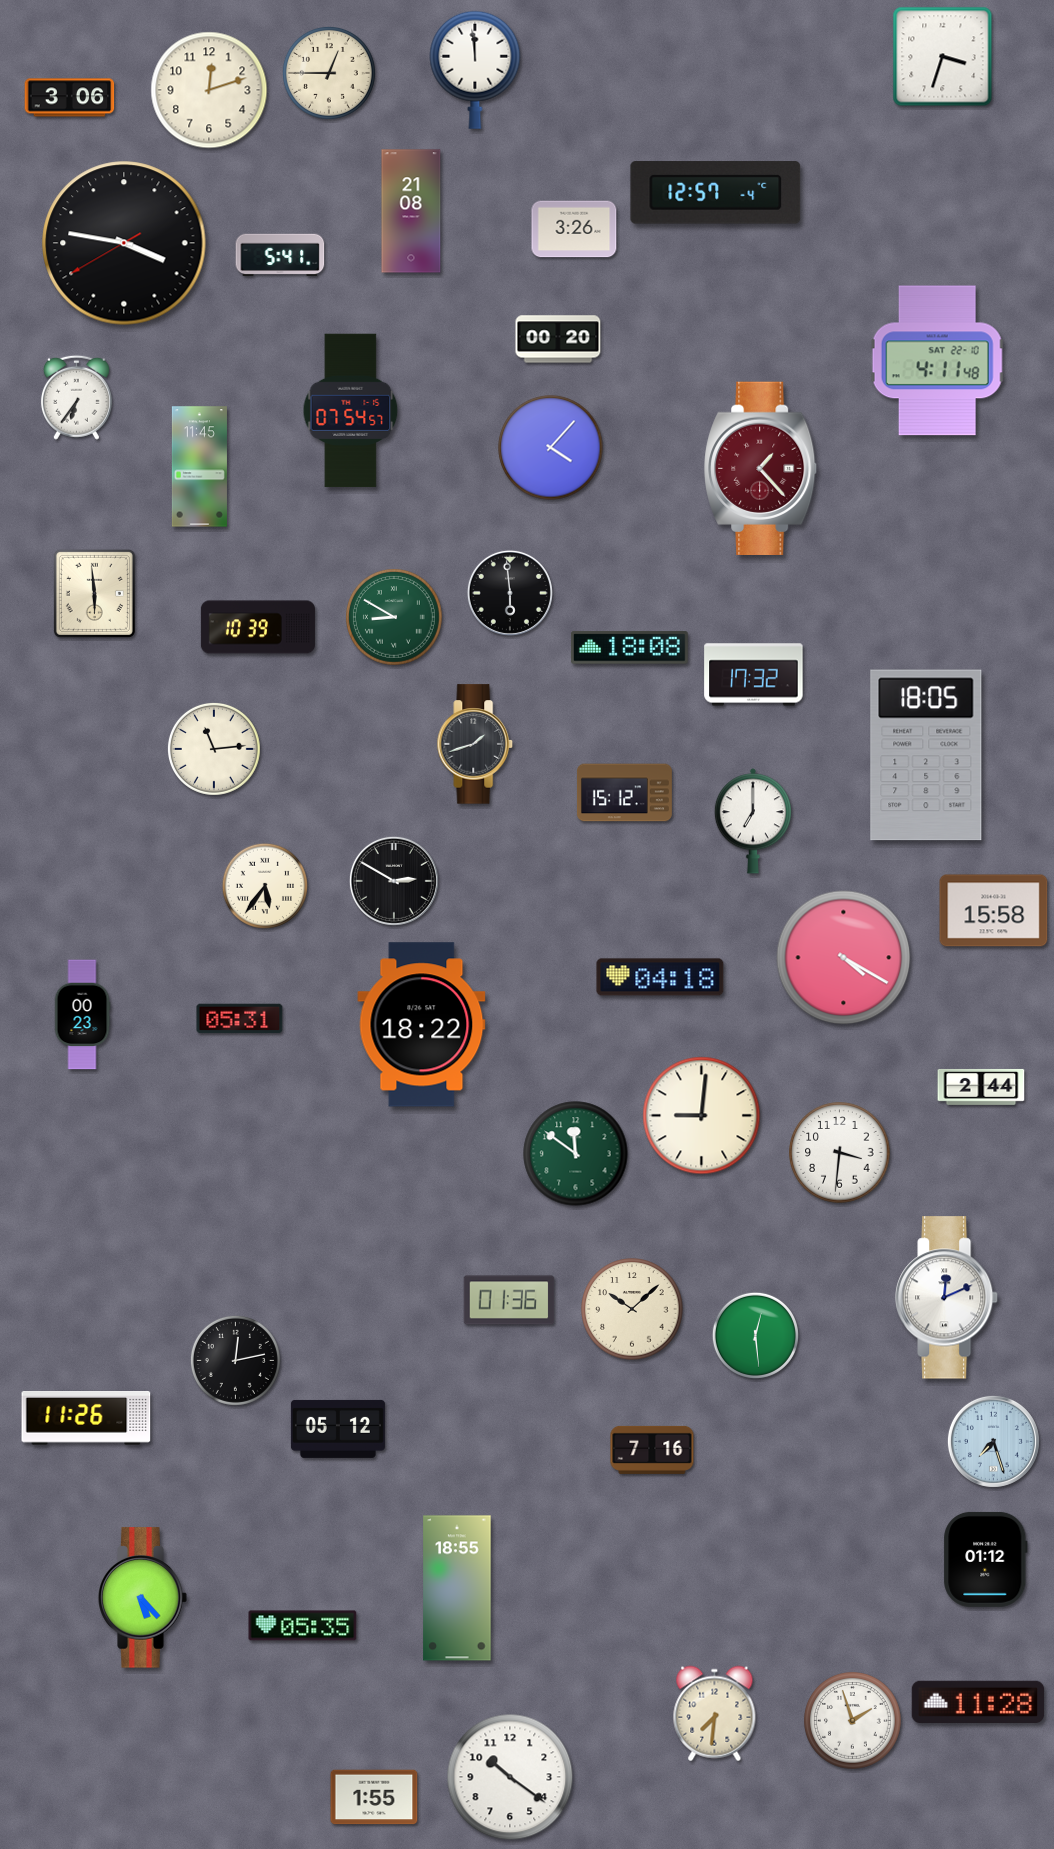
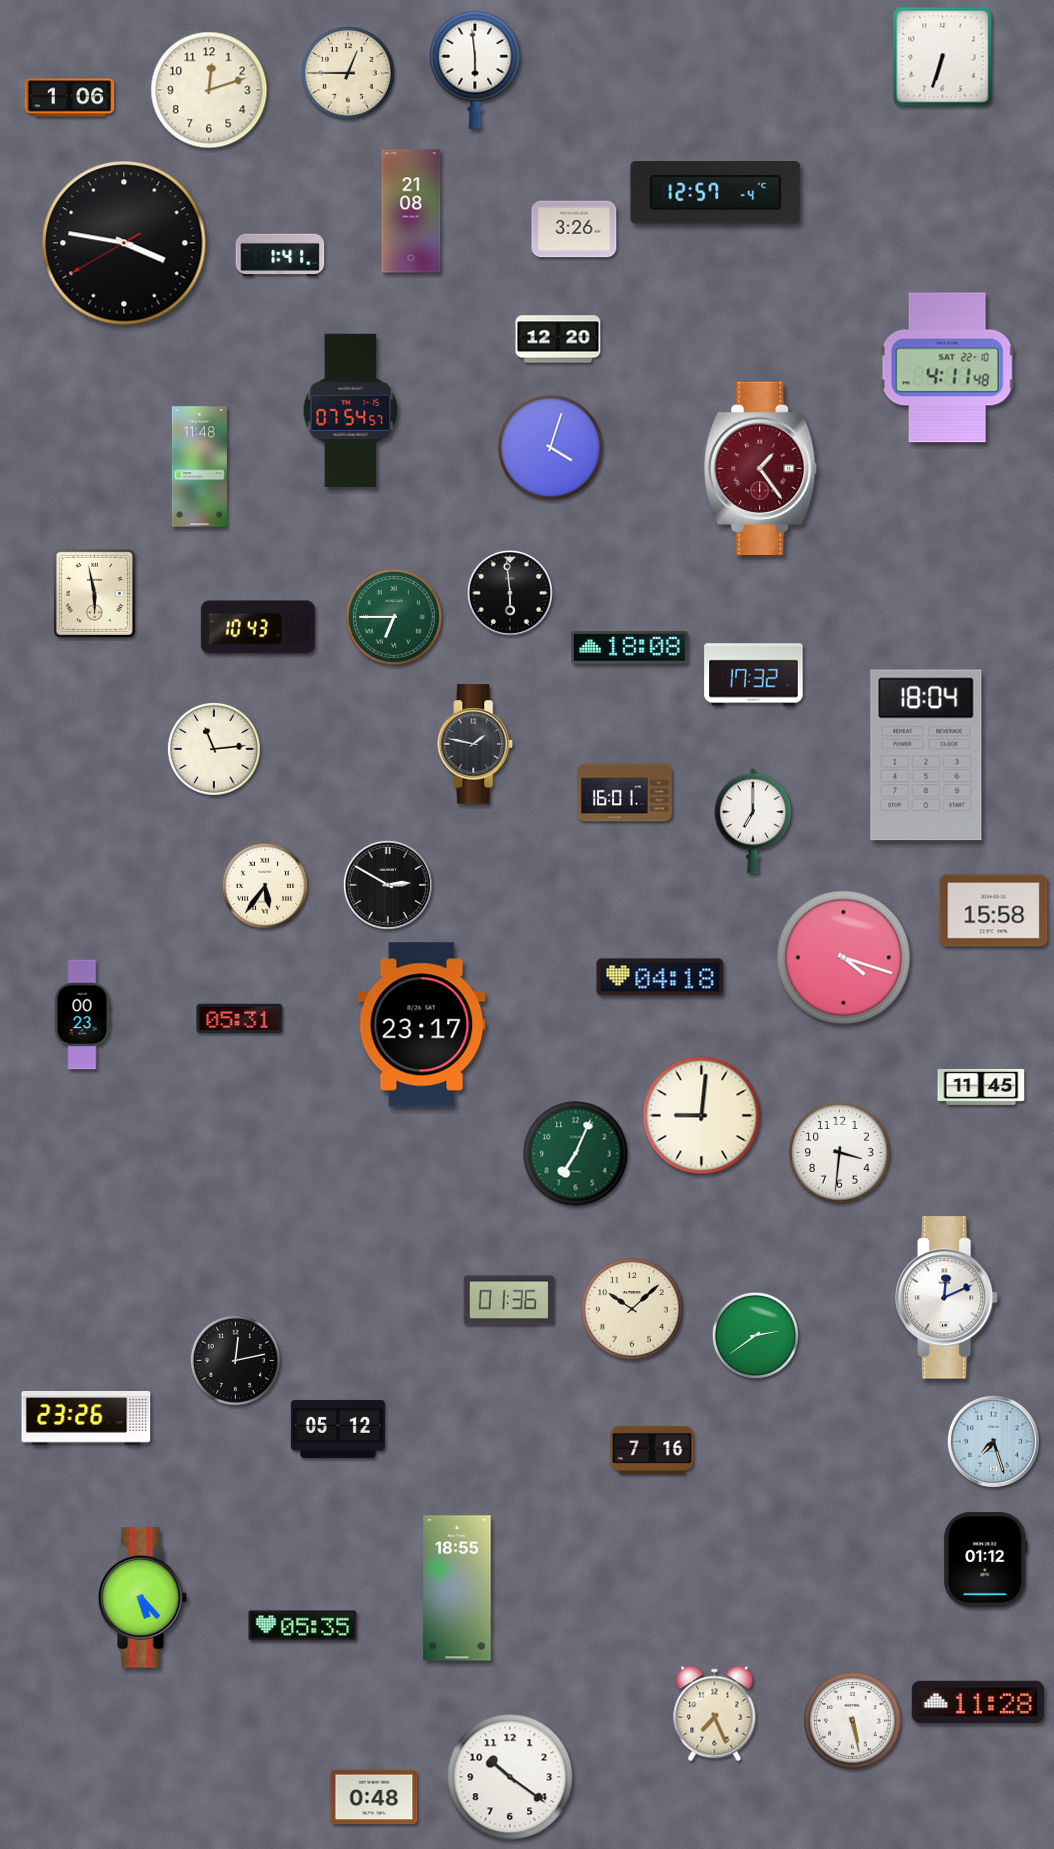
clock at (943, 57): 3:33 -> 6:33
clock at (475, 70): 11:59 -> 5:59
clock at (329, 73) position: (329, 73) -> (348, 73)
clock at (70, 98): 3:06 -> 1:06
clock at (280, 255): 5:41 -> 1:41
clock at (558, 339): 00:20 -> 12:20
clock at (938, 361) position: (938, 361) -> (948, 368)
clock at (76, 397): 6:36 -> none
clock at (551, 448): 4:07 -> 4:03
clock at (199, 467): 11:45 -> 11:48
clock at (761, 469): 1:23 -> 1:24
clock at (94, 593): 5:59 -> 5:58
clock at (395, 618): 8:50 -> 6:45
clock at (258, 627): 10:39 -> 10:43
clock at (475, 744): 1:42 -> 1:47
clock at (926, 755): 18:05 -> 18:04
clock at (624, 793): 15:12 -> 16:01
clock at (394, 881) position: (394, 881) -> (388, 885)
clock at (844, 958): 4:20 -> 4:18
clock at (422, 1025): 18:22 -> 23:17
clock at (981, 1087): 2:44 -> 11:45
clock at (576, 1154): 11:51 -> 7:04
clock at (755, 1335): 12:29 -> 2:39
clock at (86, 1419): 11:26 -> 23:26
clock at (715, 1714): 7:31 -> 7:26
clock at (853, 1721): 1:57 -> 5:28
clock at (374, 1797): 1:55 -> 0:48
